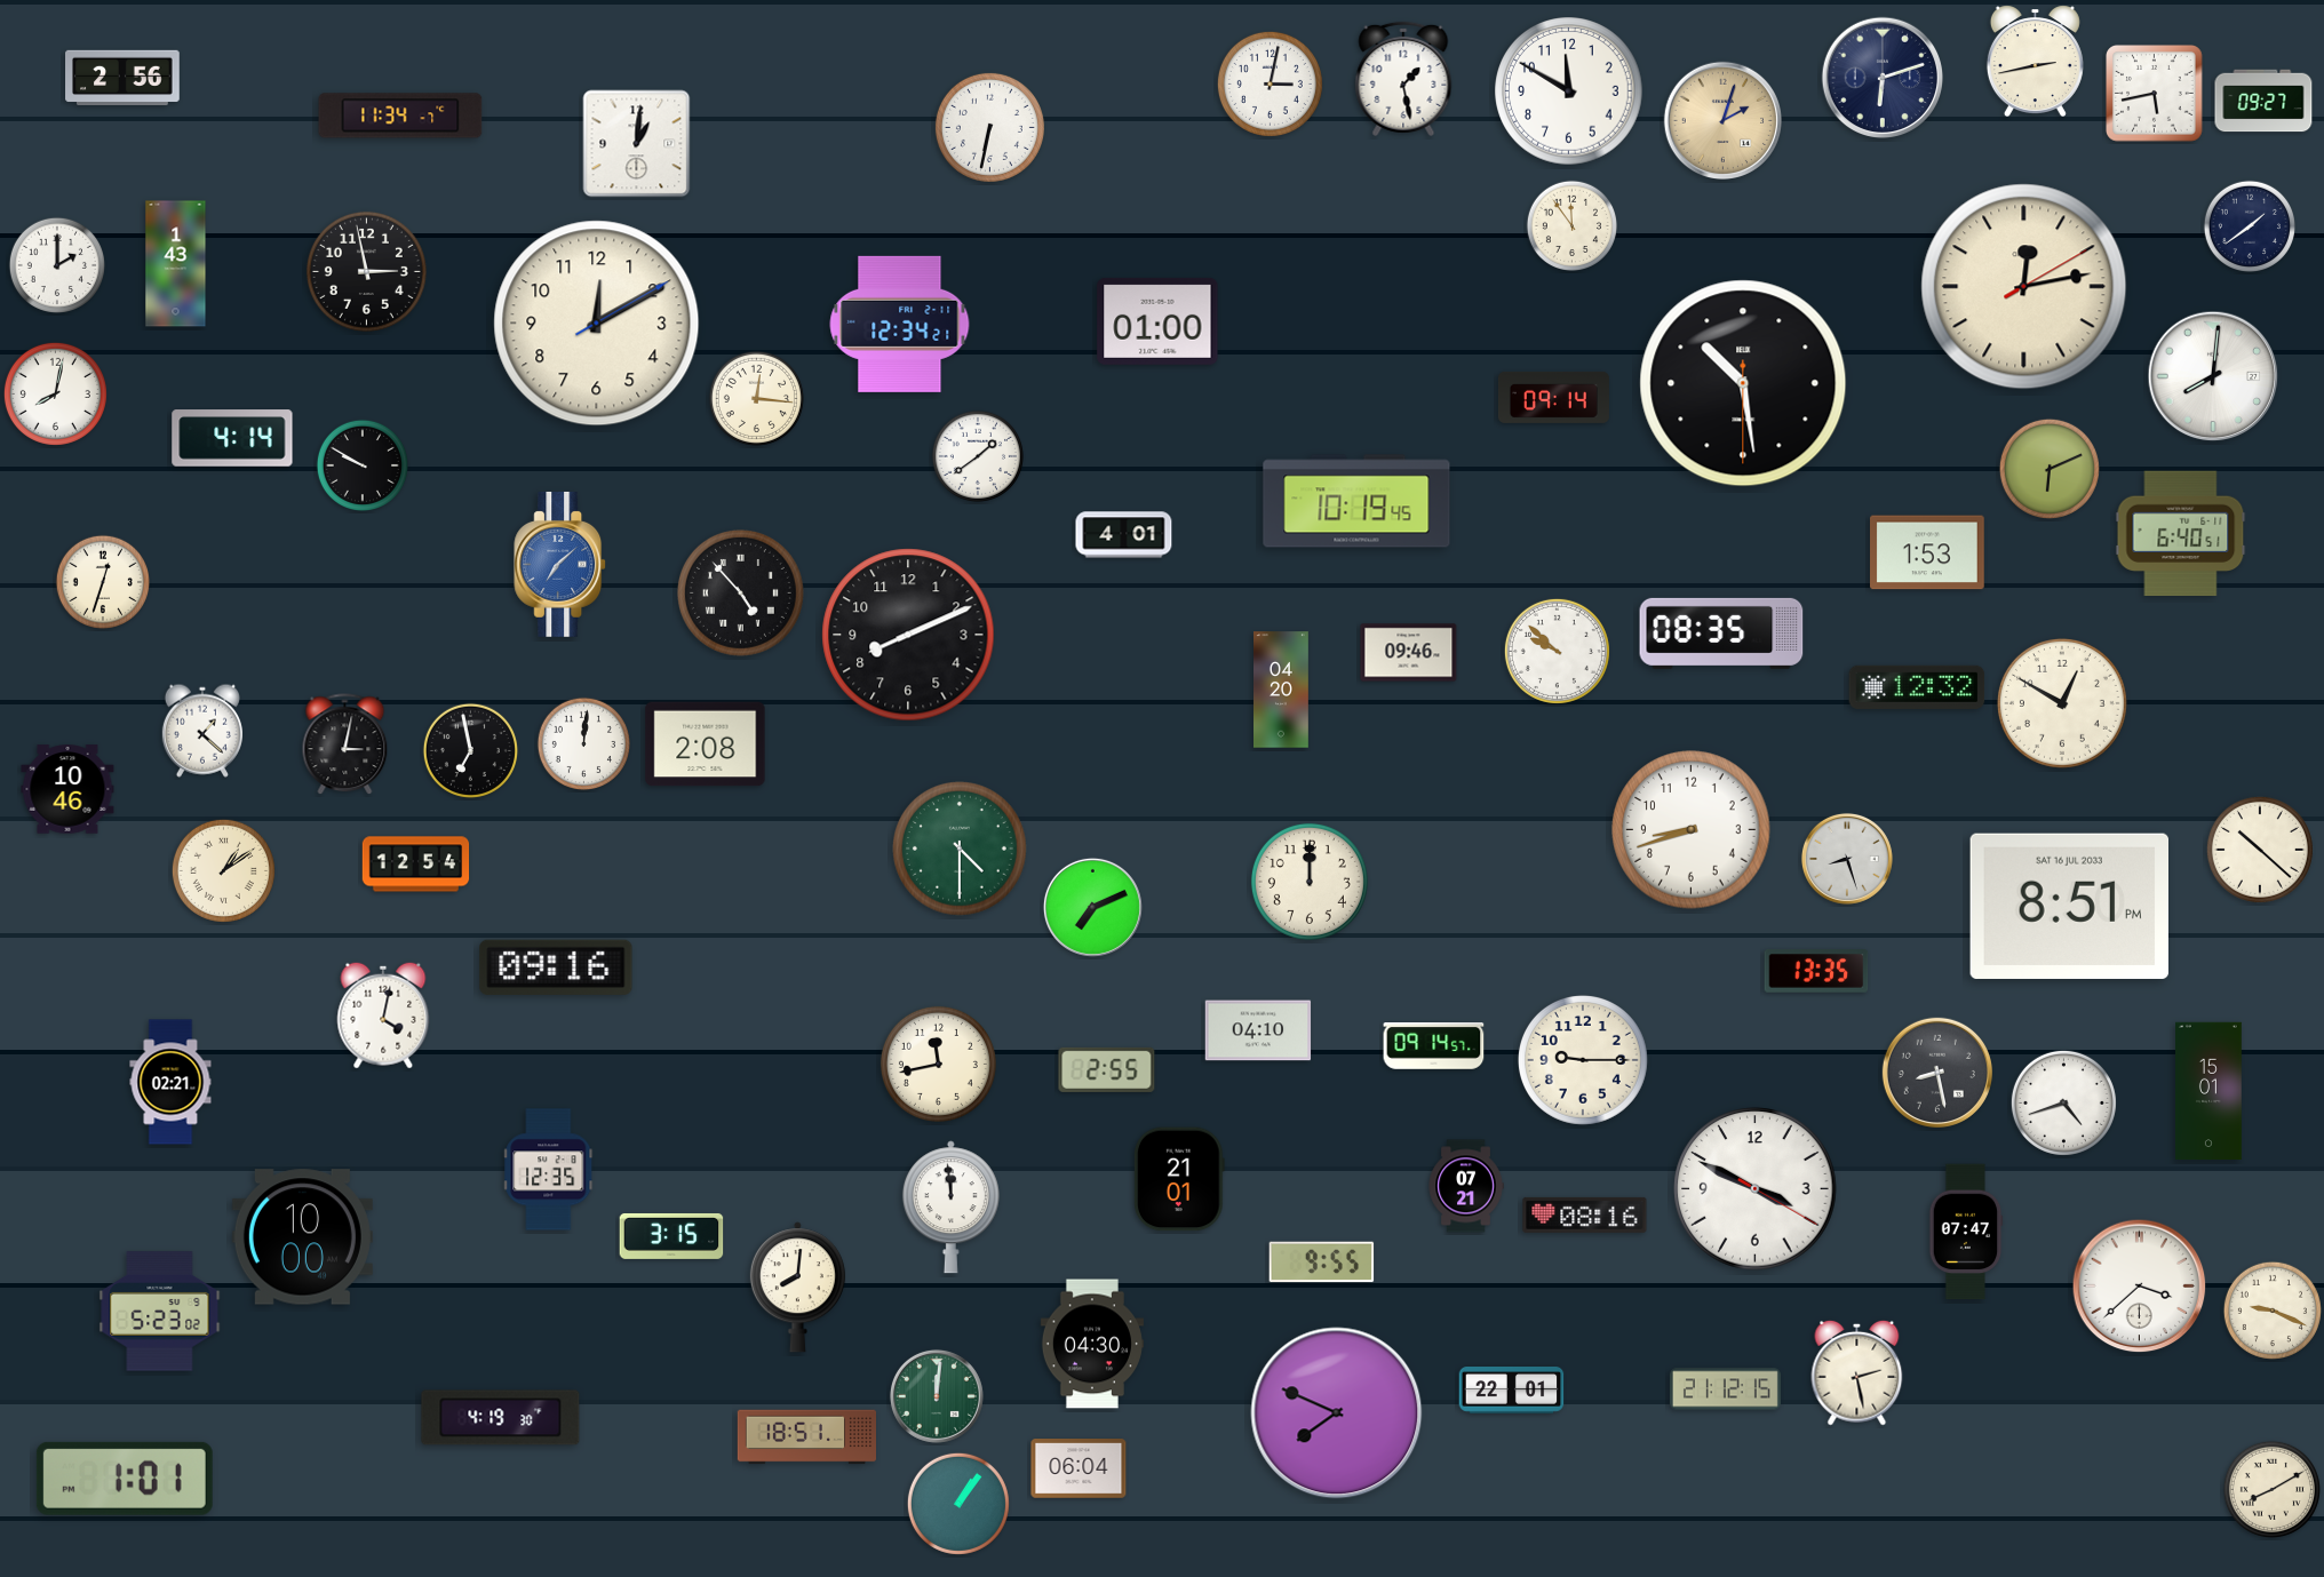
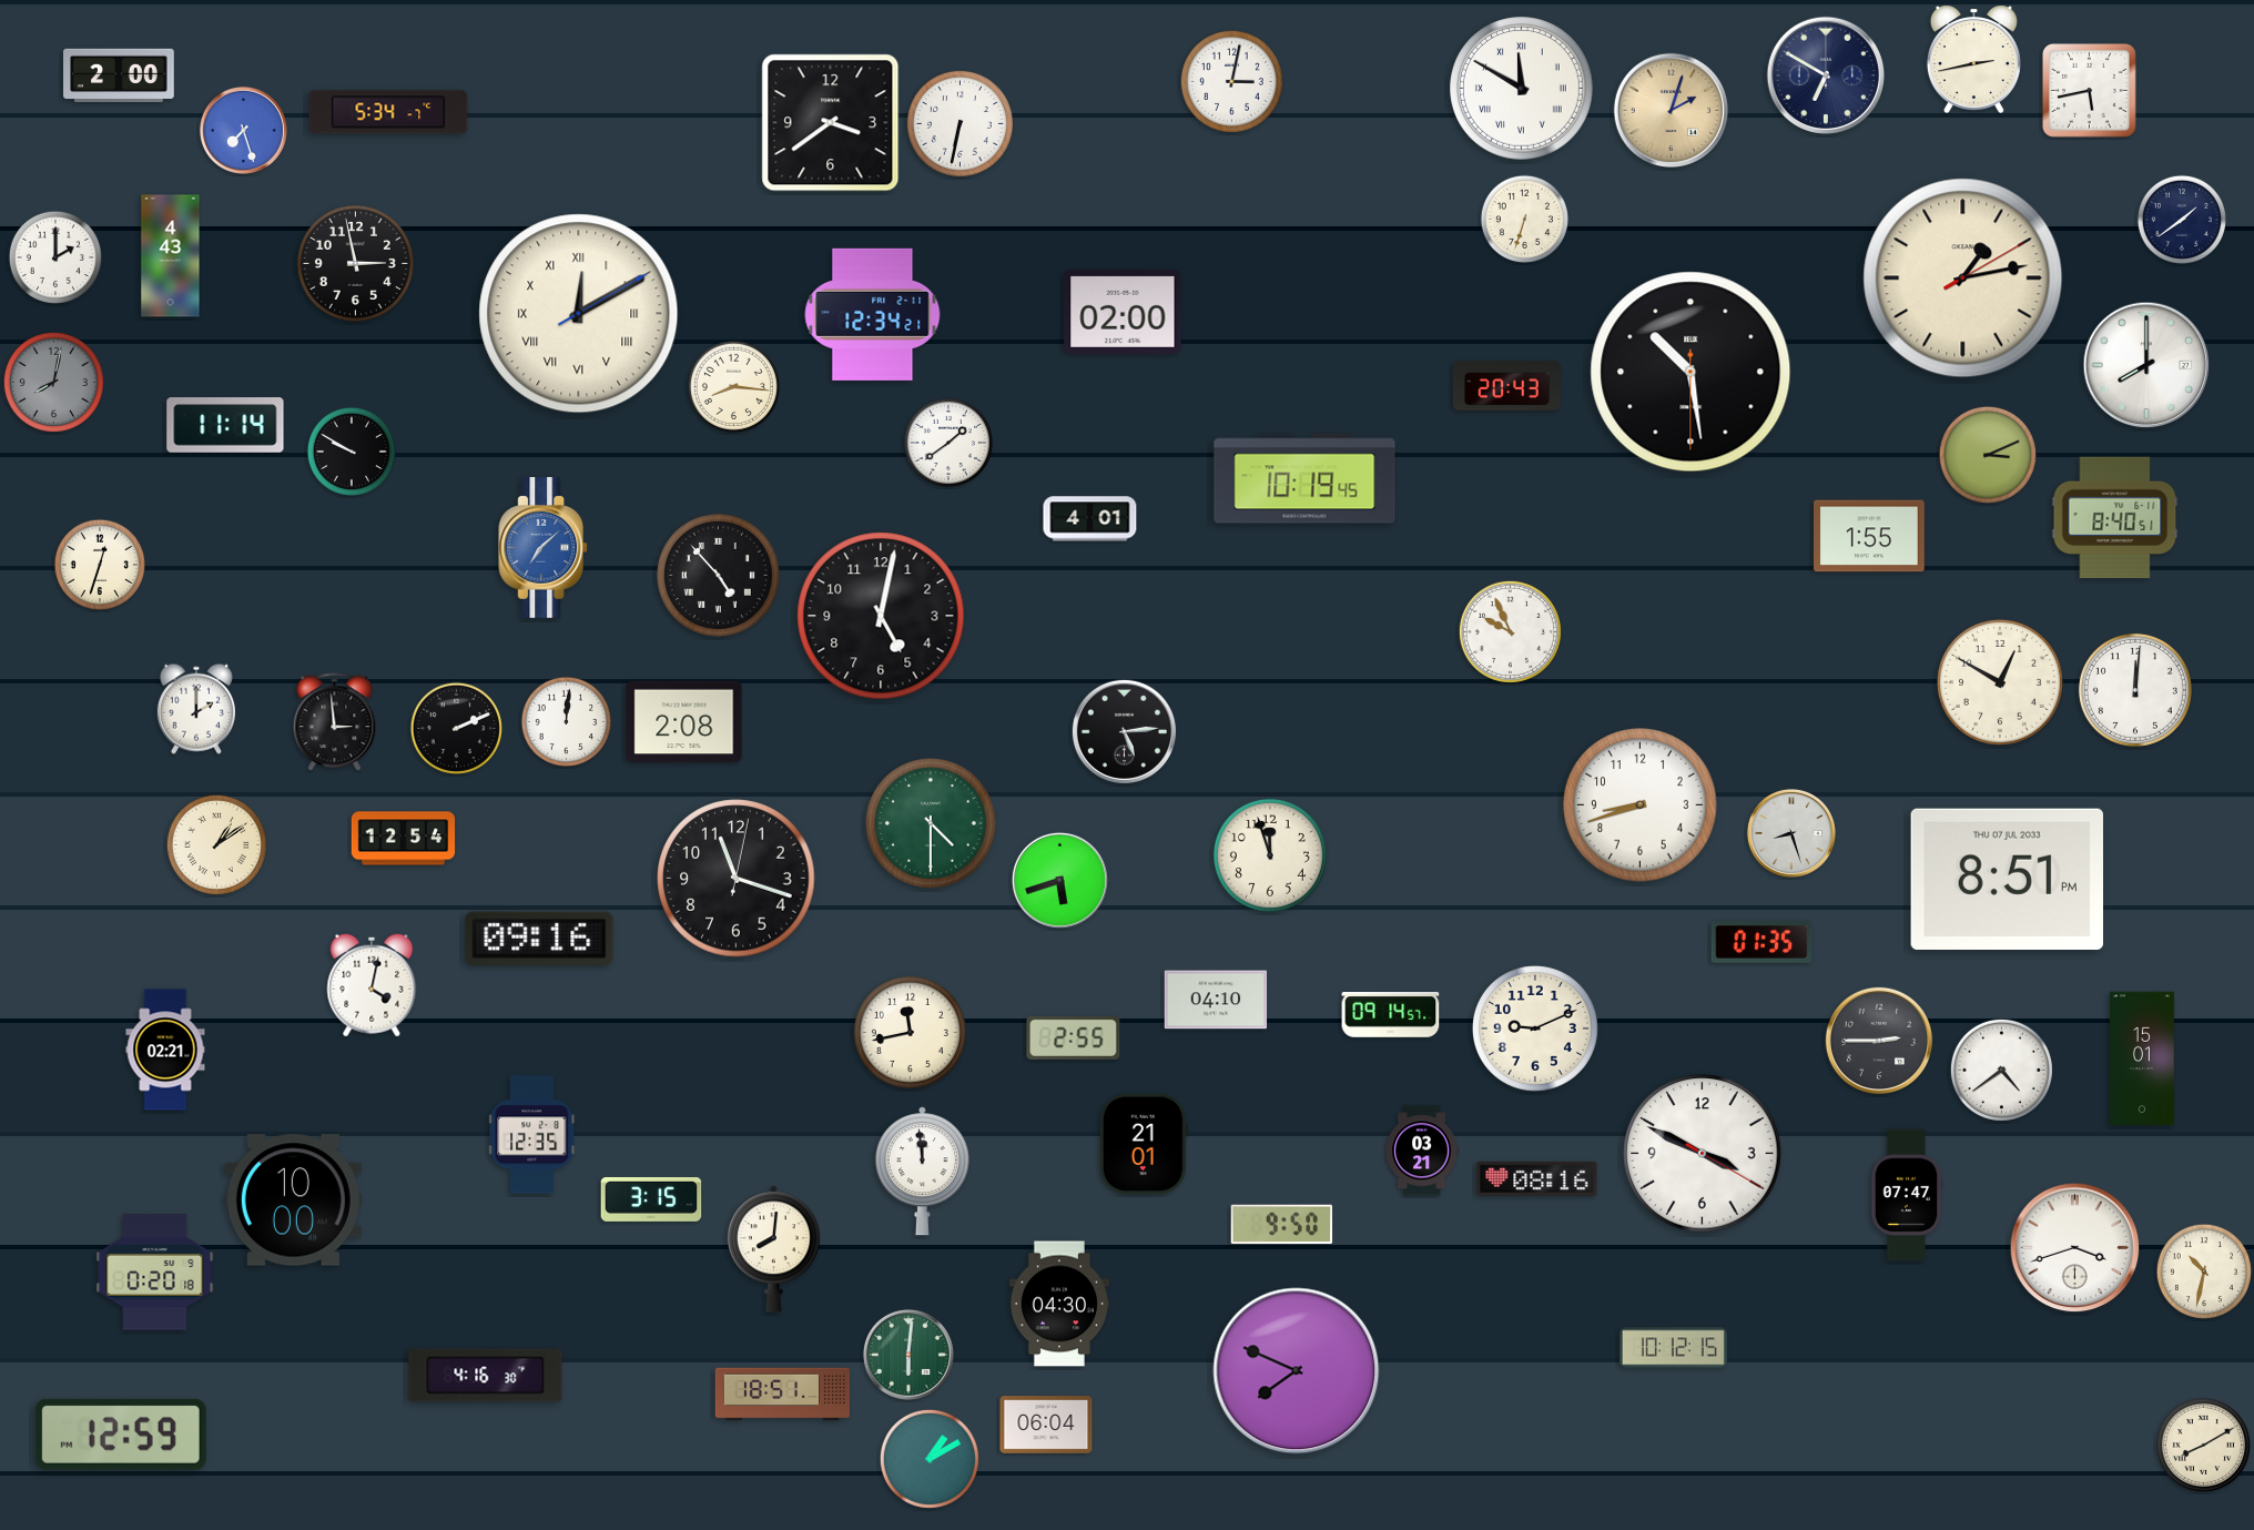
clock at (122, 77): 2:56 -> 2:00
clock at (1883, 78): 6:12 -> 6:50
clock at (1403, 79): 1:28 -> none
clock at (1569, 91) numerals: Arabic -> Roman
clock at (2263, 101): 09:27 -> none
clock at (400, 116): 11:34 -> 5:34
clock at (1722, 120) position: (1722, 120) -> (1671, 110)
clock at (831, 123): none -> 3:39
clock at (243, 130): none -> 7:27
clock at (637, 144): 1:01 -> none
clock at (1571, 225): 11:54 -> 6:33
clock at (176, 264): 1:43 -> 4:43
clock at (2024, 287): 12:13 -> 1:13
clock at (1157, 321): 01:00 -> 02:00
clock at (597, 324) numerals: Arabic -> Roman
clock at (2213, 376): 8:01 -> 8:00
clock at (55, 393) dial: white -> grey
clock at (1553, 397): 09:14 -> 20:43
clock at (756, 398): 12:16 -> 8:16
clock at (232, 438): 4:14 -> 11:14
clock at (2050, 469): 6:11 -> 3:11
clock at (1356, 501) position: (1356, 501) -> (1304, 478)
clock at (2181, 534): 6:40 -> 8:40
clock at (1928, 552): 1:53 -> 1:55
clock at (1721, 634): 08:35 -> none
clock at (908, 635): 8:11 -> 5:02
clock at (1557, 651): 9:52 -> 9:56
clock at (1409, 653): 09:46 -> none
clock at (1917, 687): 12:32 -> none
clock at (1282, 690): 04:20 -> none
clock at (2135, 690): none -> 12:01
clock at (202, 731): 1:22 -> 2:00
clock at (345, 744): 3:02 -> 2:59
clock at (470, 750): 6:58 -> 2:11
clock at (1124, 731): none -> 5:14
clock at (67, 789): 10:46 -> none
clock at (2260, 850): 10:22 -> none
clock at (1310, 882): 12:00 -> 11:57
clock at (737, 879): none -> 11:18
clock at (2069, 906) date: SAT 16 JUL 2033 -> THU 07 JUL 2033
clock at (1092, 907): 7:11 -> 5:42
clock at (1816, 971): 13:35 -> 01:35
clock at (1258, 1030) position: (1258, 1030) -> (1216, 1000)
clock at (1583, 1060): 9:15 -> 9:11
clock at (1937, 1073): 8:28 -> 2:45
clock at (2063, 1102): 4:42 -> 4:39
clock at (1466, 1186): 07:21 -> 03:21
clock at (1322, 1263): 9:55 -> 9:50
clock at (2140, 1287): 3:38 -> 3:42
clock at (2273, 1311): 9:19 -> 10:32
clock at (160, 1312): 5:23 -> 0:20
clock at (1857, 1372): 2:28 -> none
clock at (1725, 1389): 21:12 -> 10:12
clock at (1512, 1391): 22:01 -> none
clock at (937, 1396): 12:01 -> 6:01
clock at (501, 1418): 4:19 -> 4:16
clock at (125, 1479): 1:01 -> 12:59
clock at (958, 1504): 1:06 -> 1:10
